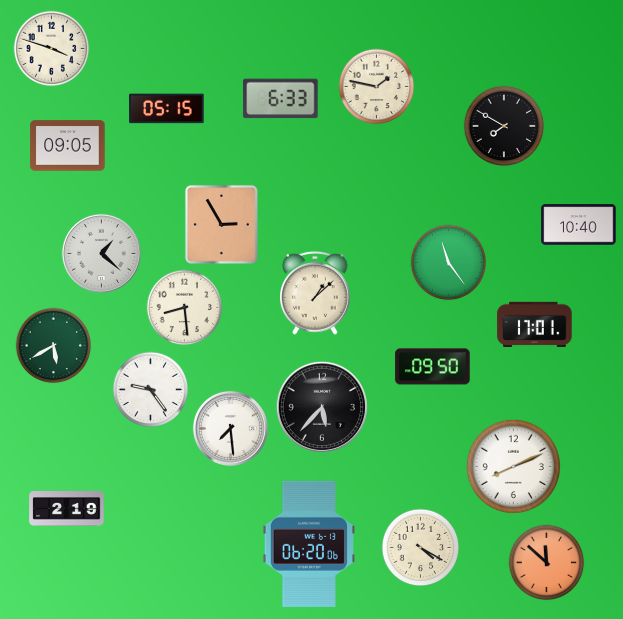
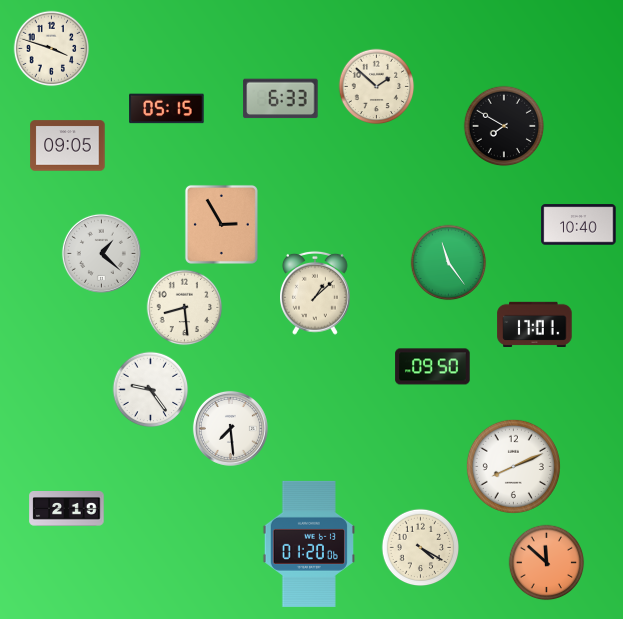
clock at (377, 87): 1:47 -> 1:52
clock at (54, 346): 5:40 -> none
clock at (322, 407): 5:37 -> none
clock at (309, 544): 06:20 -> 01:20
